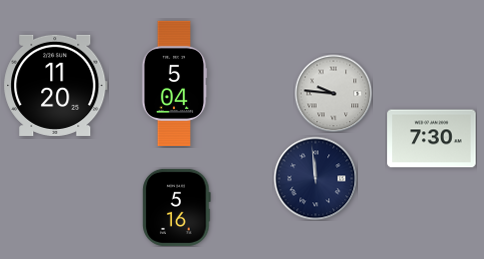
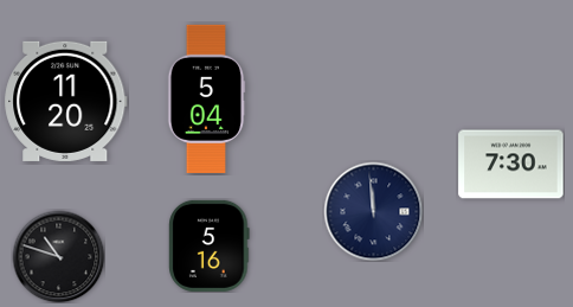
clock at (333, 93): 9:46 -> none
clock at (58, 256): none -> 10:48
